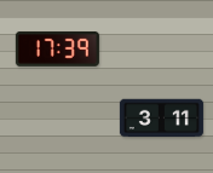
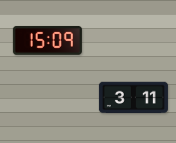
clock at (57, 48): 17:39 -> 15:09
